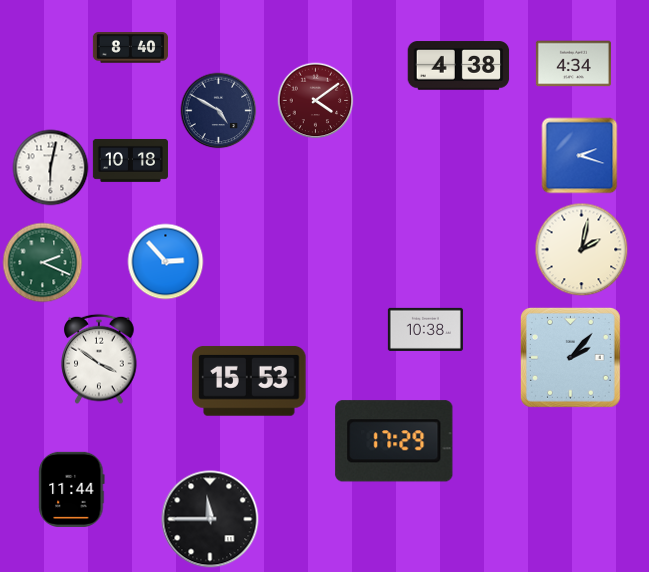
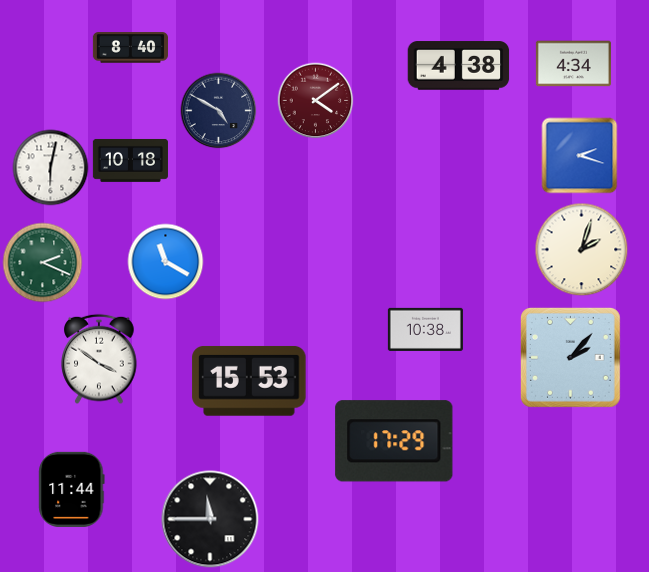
clock at (582, 250): 2:02 -> 2:03
clock at (166, 262): 2:53 -> 11:20
